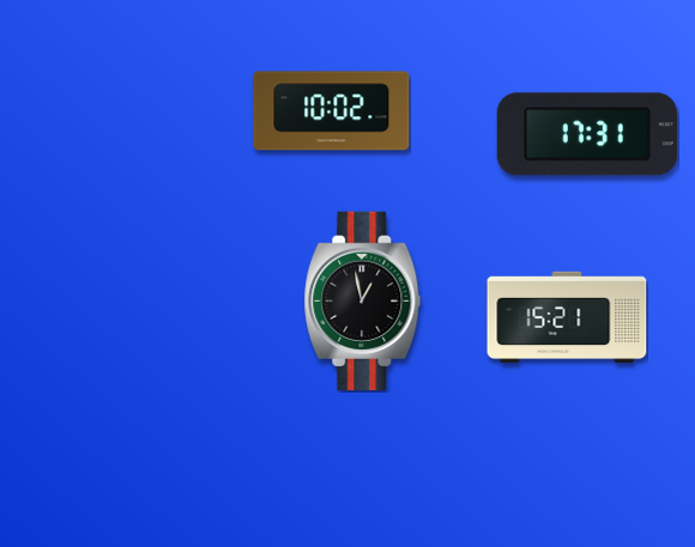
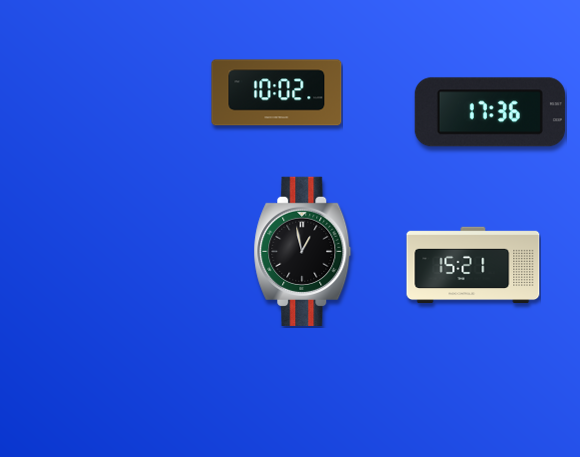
clock at (587, 134): 17:31 -> 17:36
